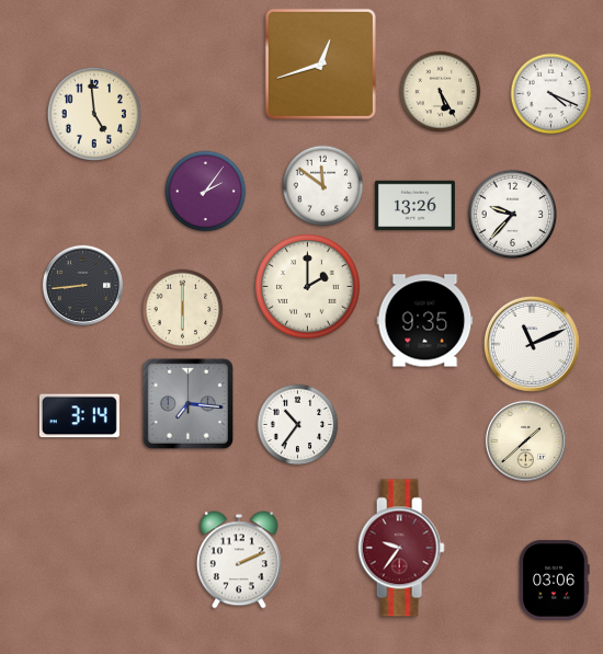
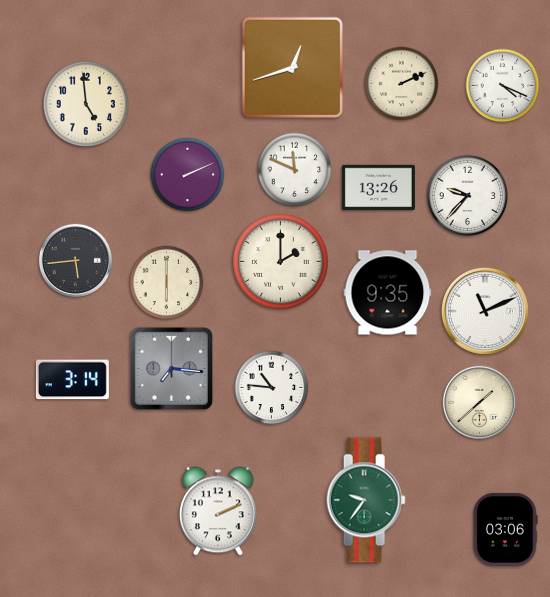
clock at (320, 64) position: (320, 64) -> (292, 67)
clock at (441, 92): 5:25 -> 2:11
clock at (323, 186): 11:51 -> 11:49
clock at (206, 192): 2:06 -> 2:11
clock at (82, 285): 8:44 -> 5:44
clock at (532, 344) position: (532, 344) -> (485, 311)
clock at (298, 425): 10:36 -> 10:46
clock at (401, 548) dial: burgundy -> green
